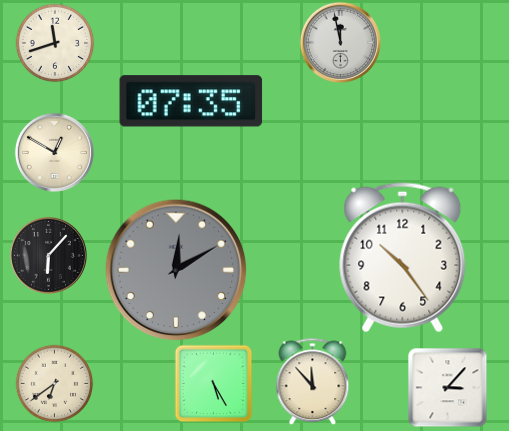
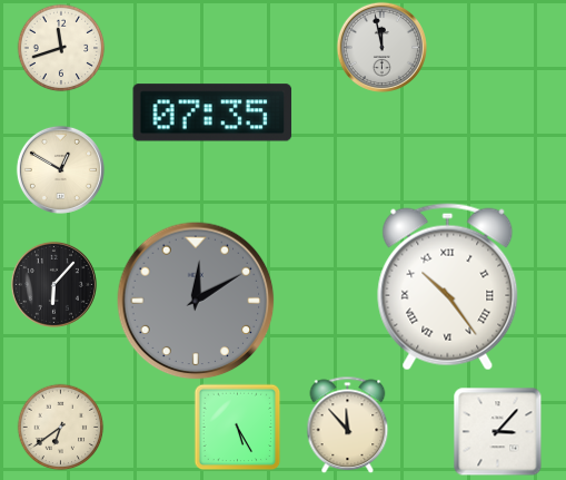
clock at (340, 42) position: (340, 42) -> (381, 47)
clock at (403, 258) numerals: Arabic -> Roman
